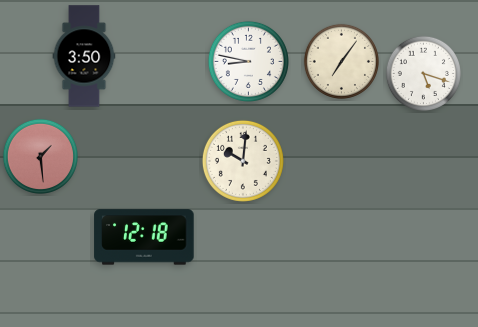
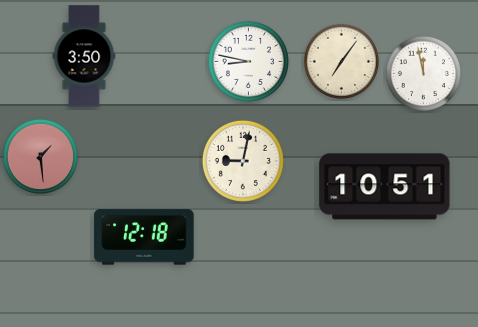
clock at (423, 73): 5:18 -> 11:58
clock at (243, 161): 10:01 -> 9:02
clock at (385, 187): none -> 10:51
